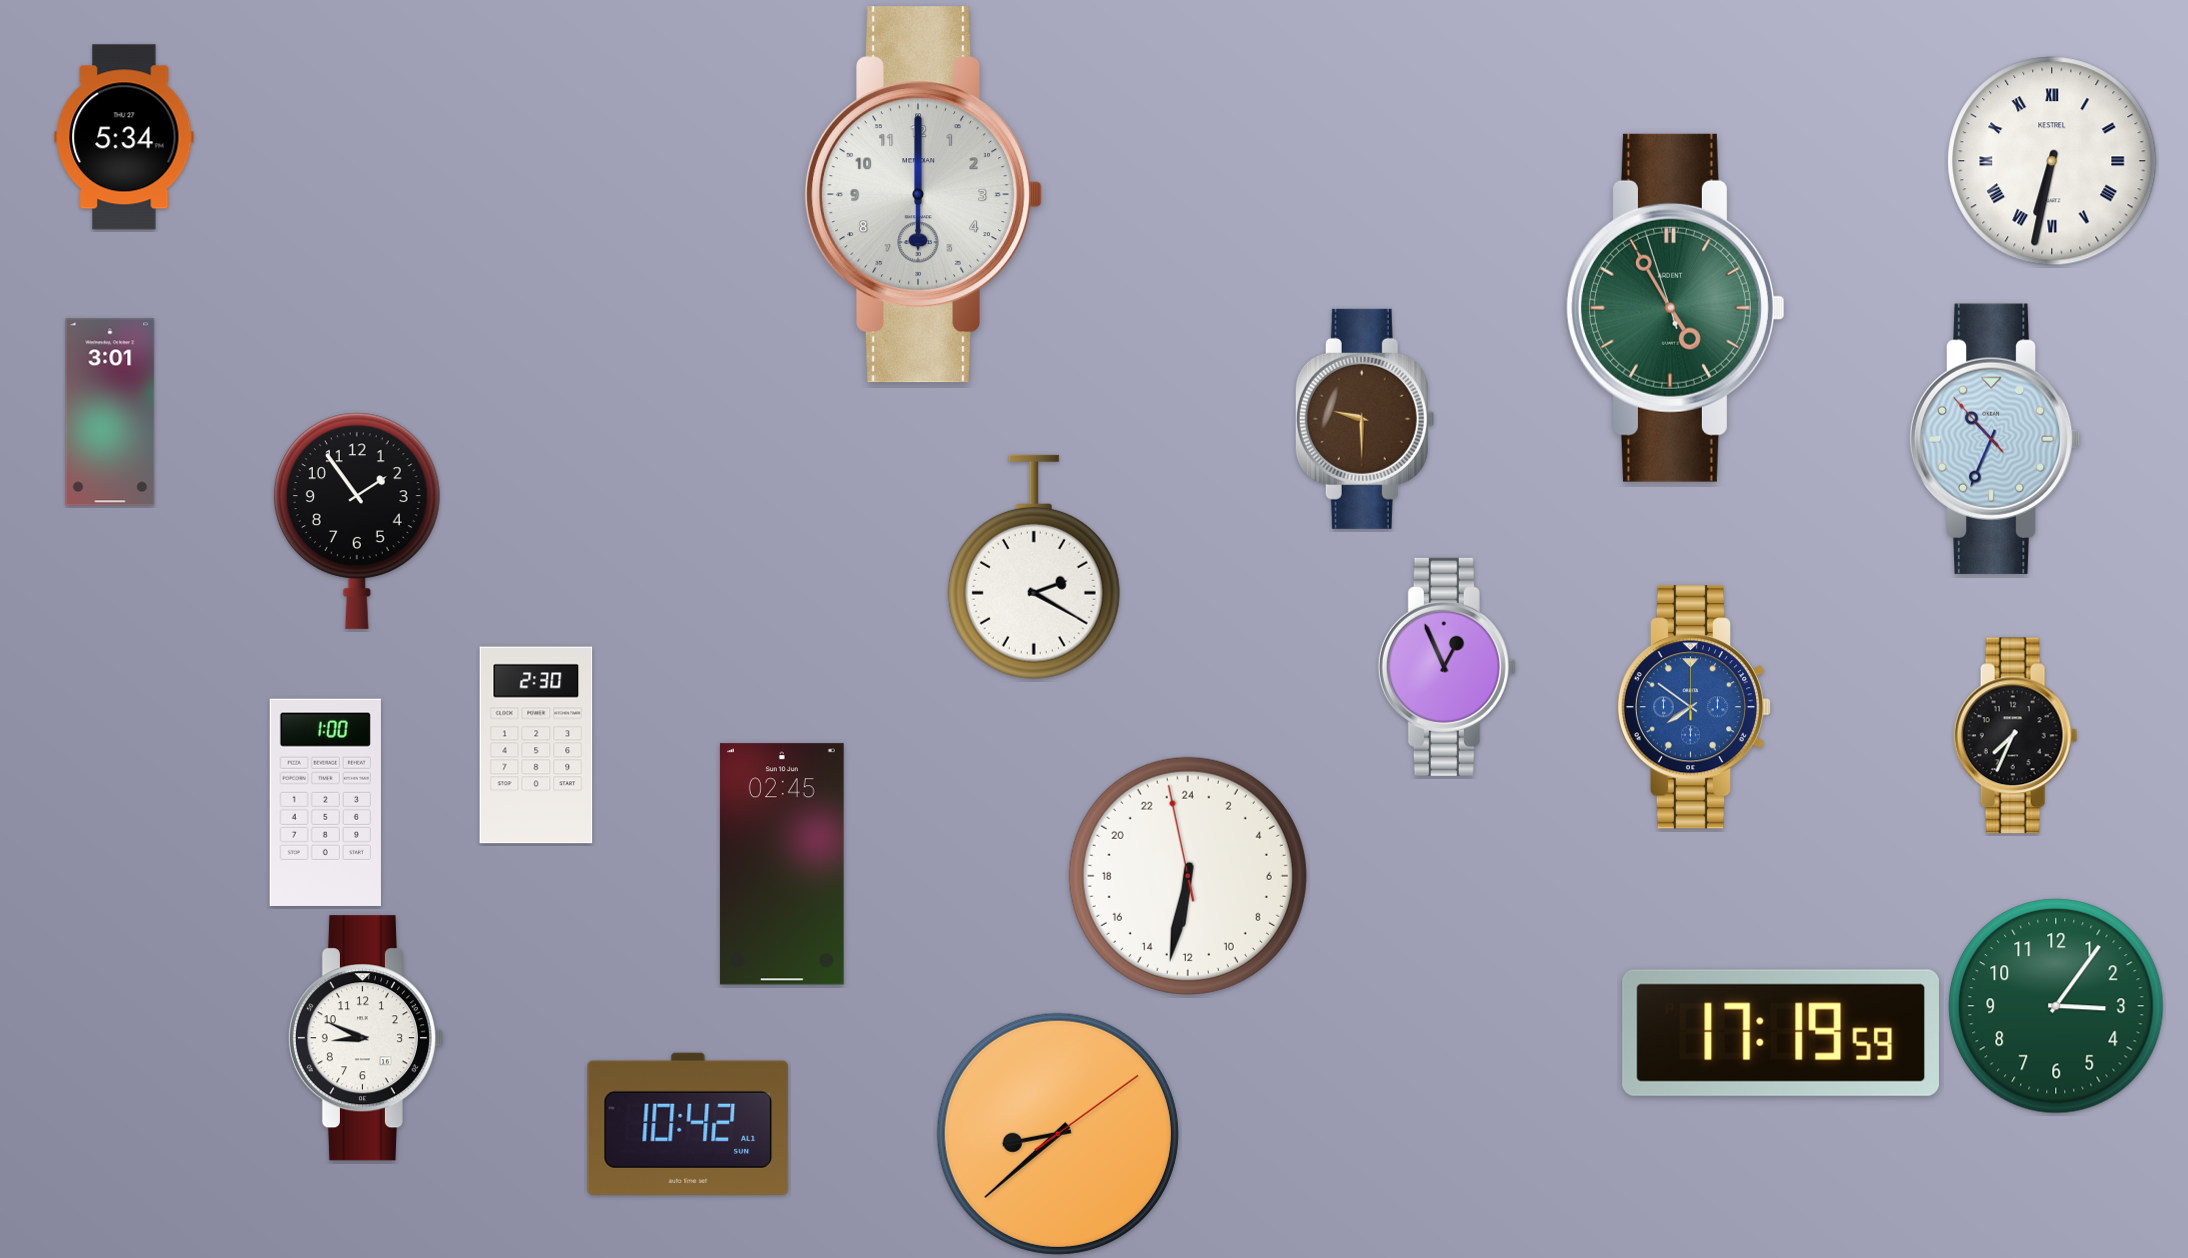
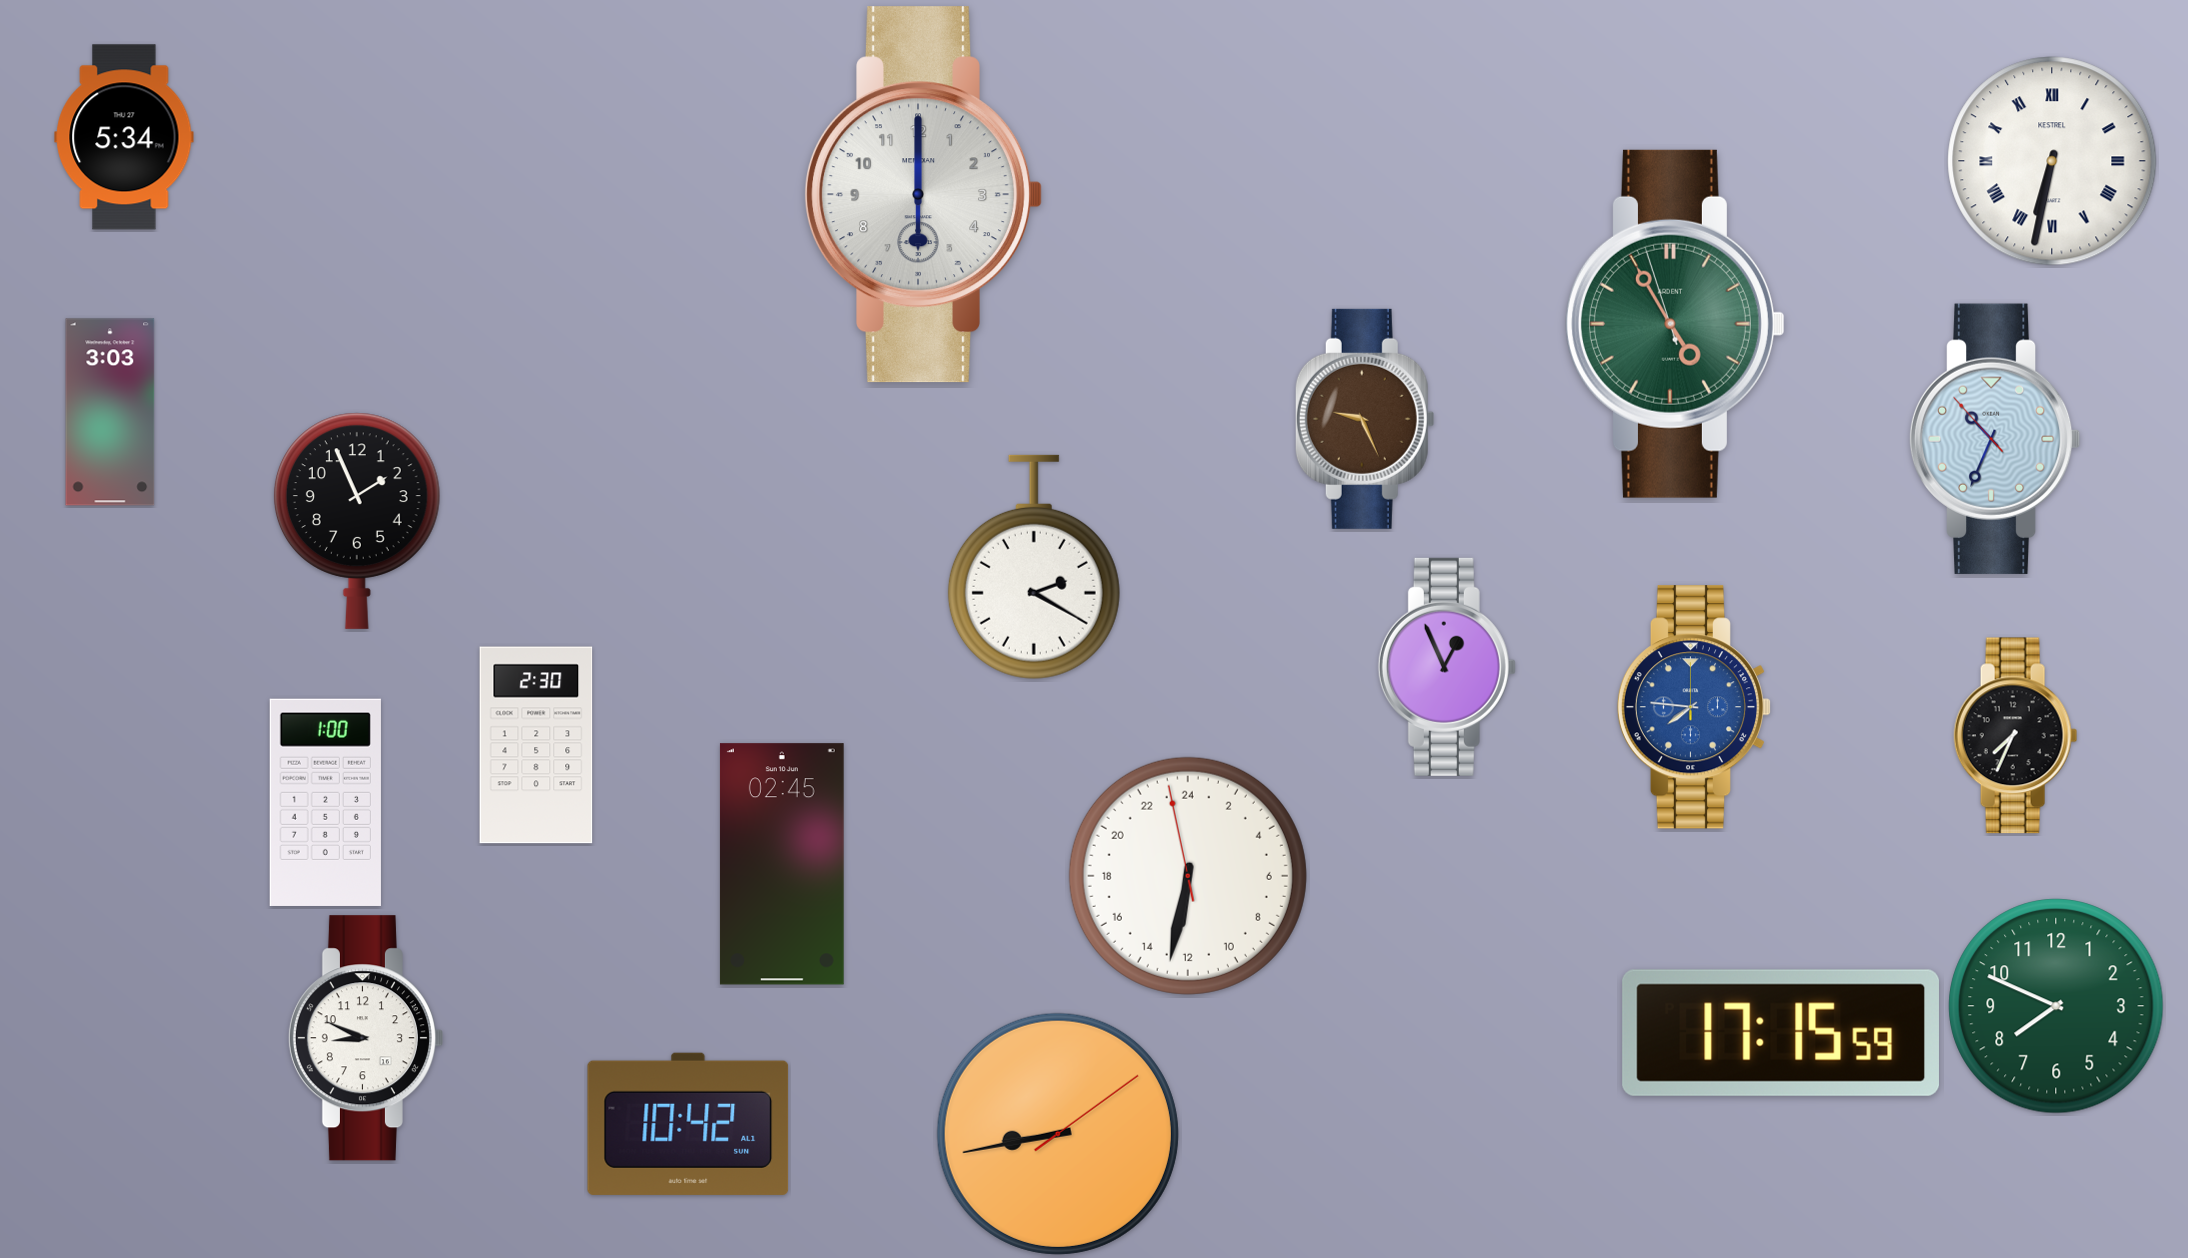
clock at (1675, 308) position: (1675, 308) -> (1675, 324)
clock at (110, 412): 3:01 -> 3:03
clock at (1365, 419): 9:30 -> 9:26
clock at (357, 521): 1:54 -> 1:56
clock at (1693, 707): 7:51 -> 7:46
clock at (2056, 1006): 3:06 -> 7:49
clock at (1781, 1033): 17:19 -> 17:15
clock at (1058, 1134): 8:38 -> 8:43
